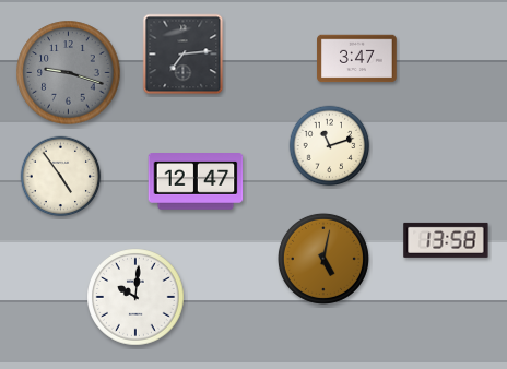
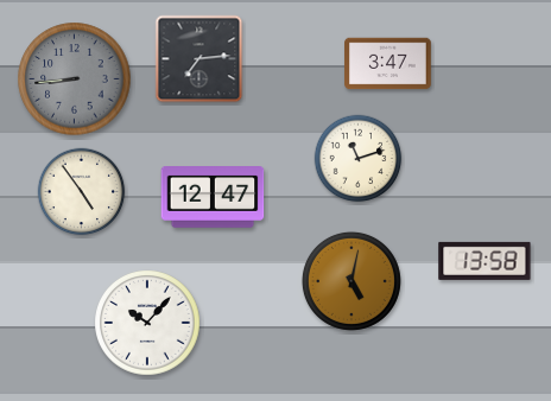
clock at (69, 73): 9:18 -> 8:44
clock at (61, 177) position: (61, 177) -> (82, 192)
clock at (135, 297): 10:01 -> 10:07
